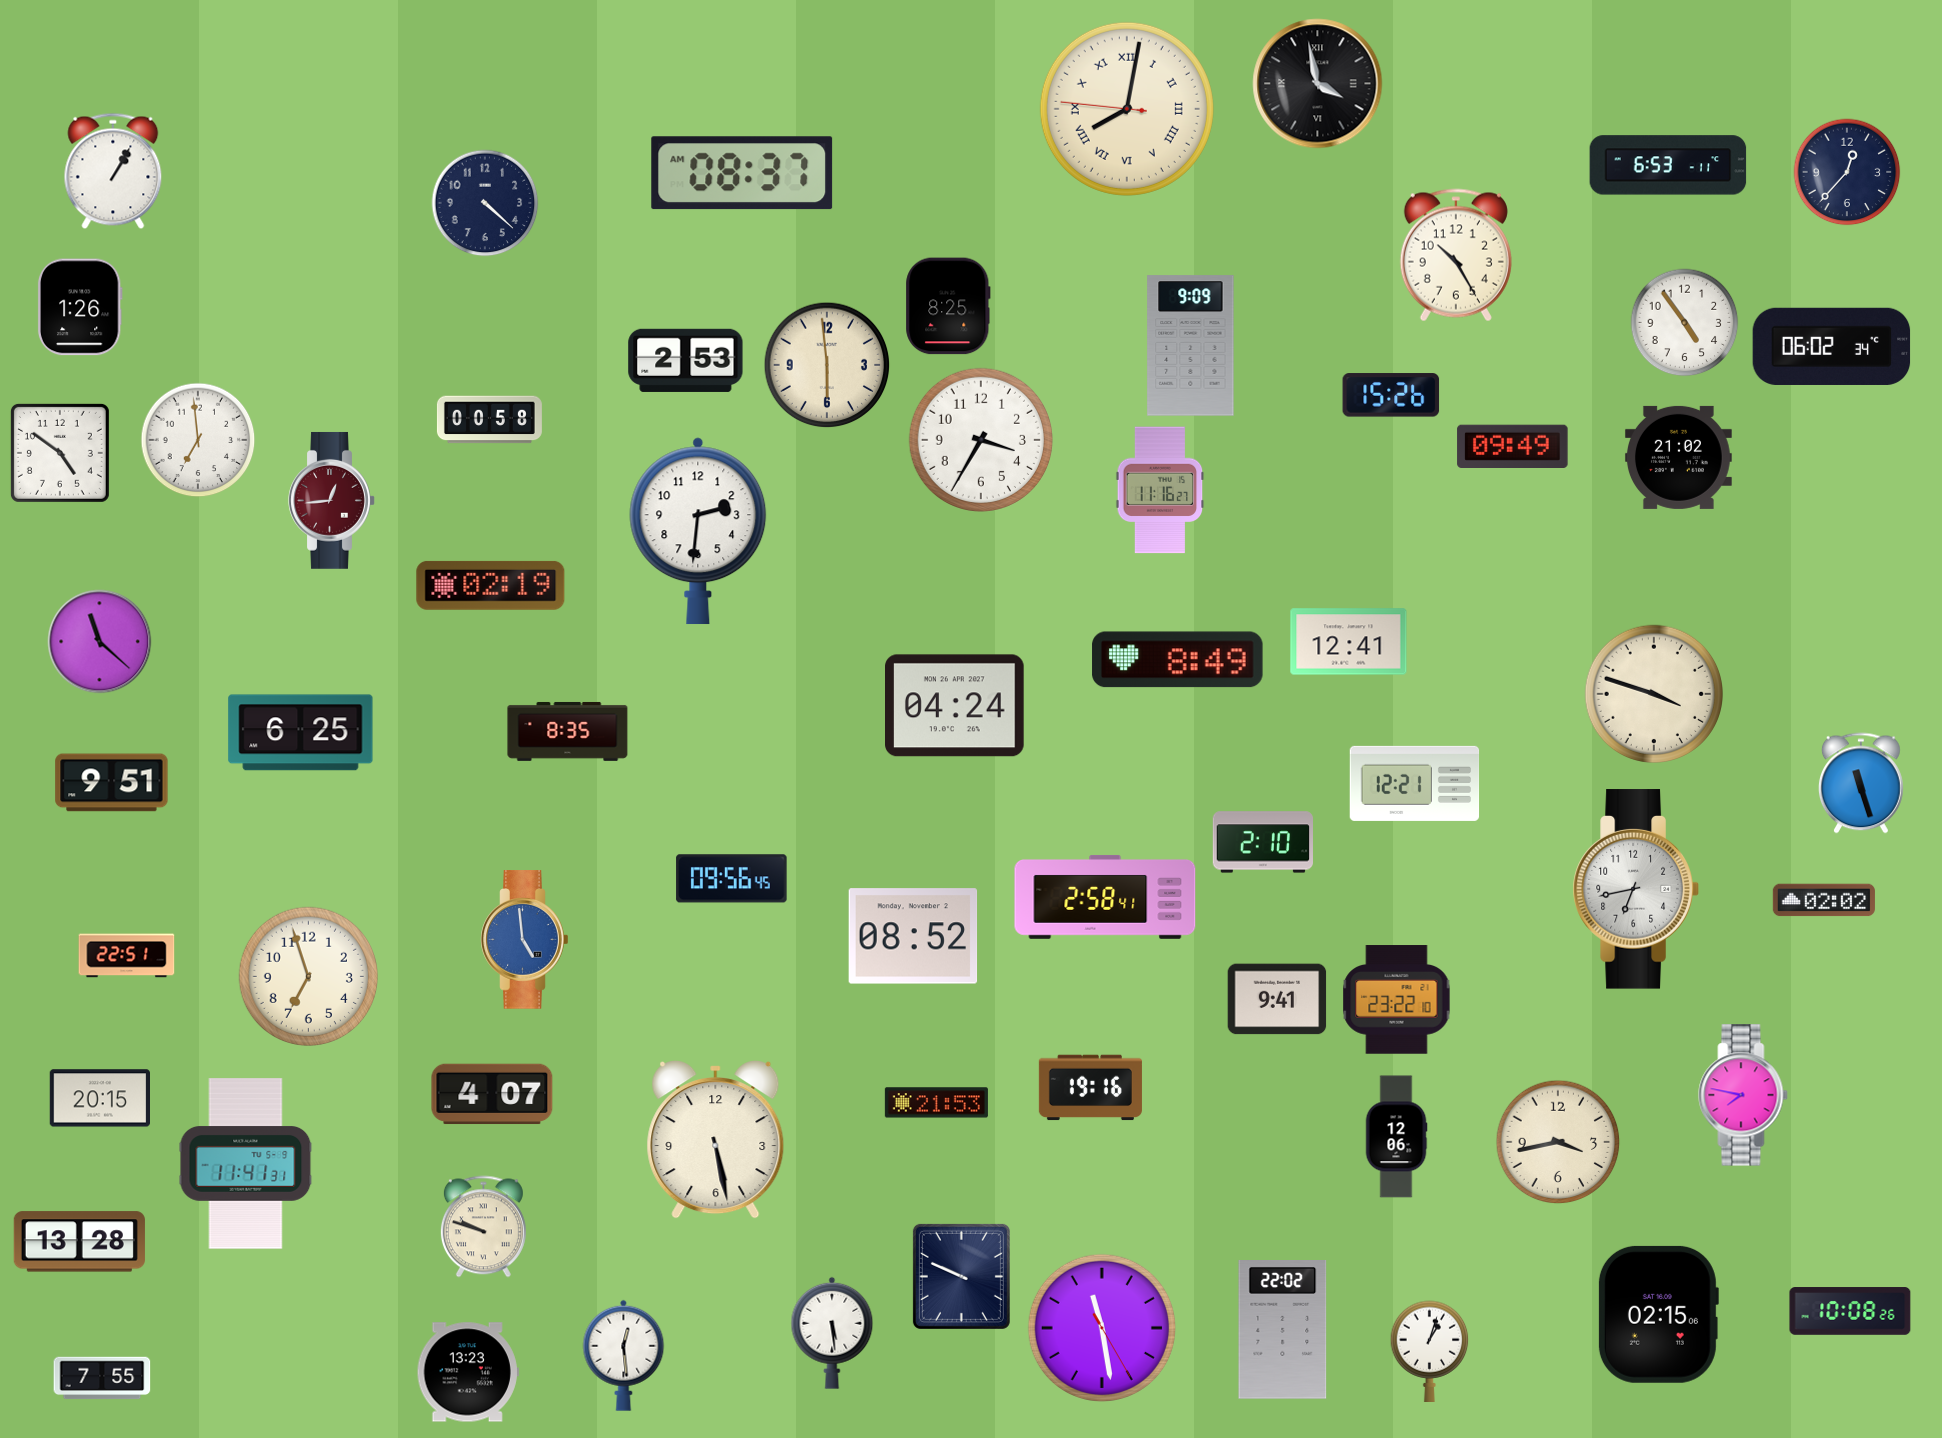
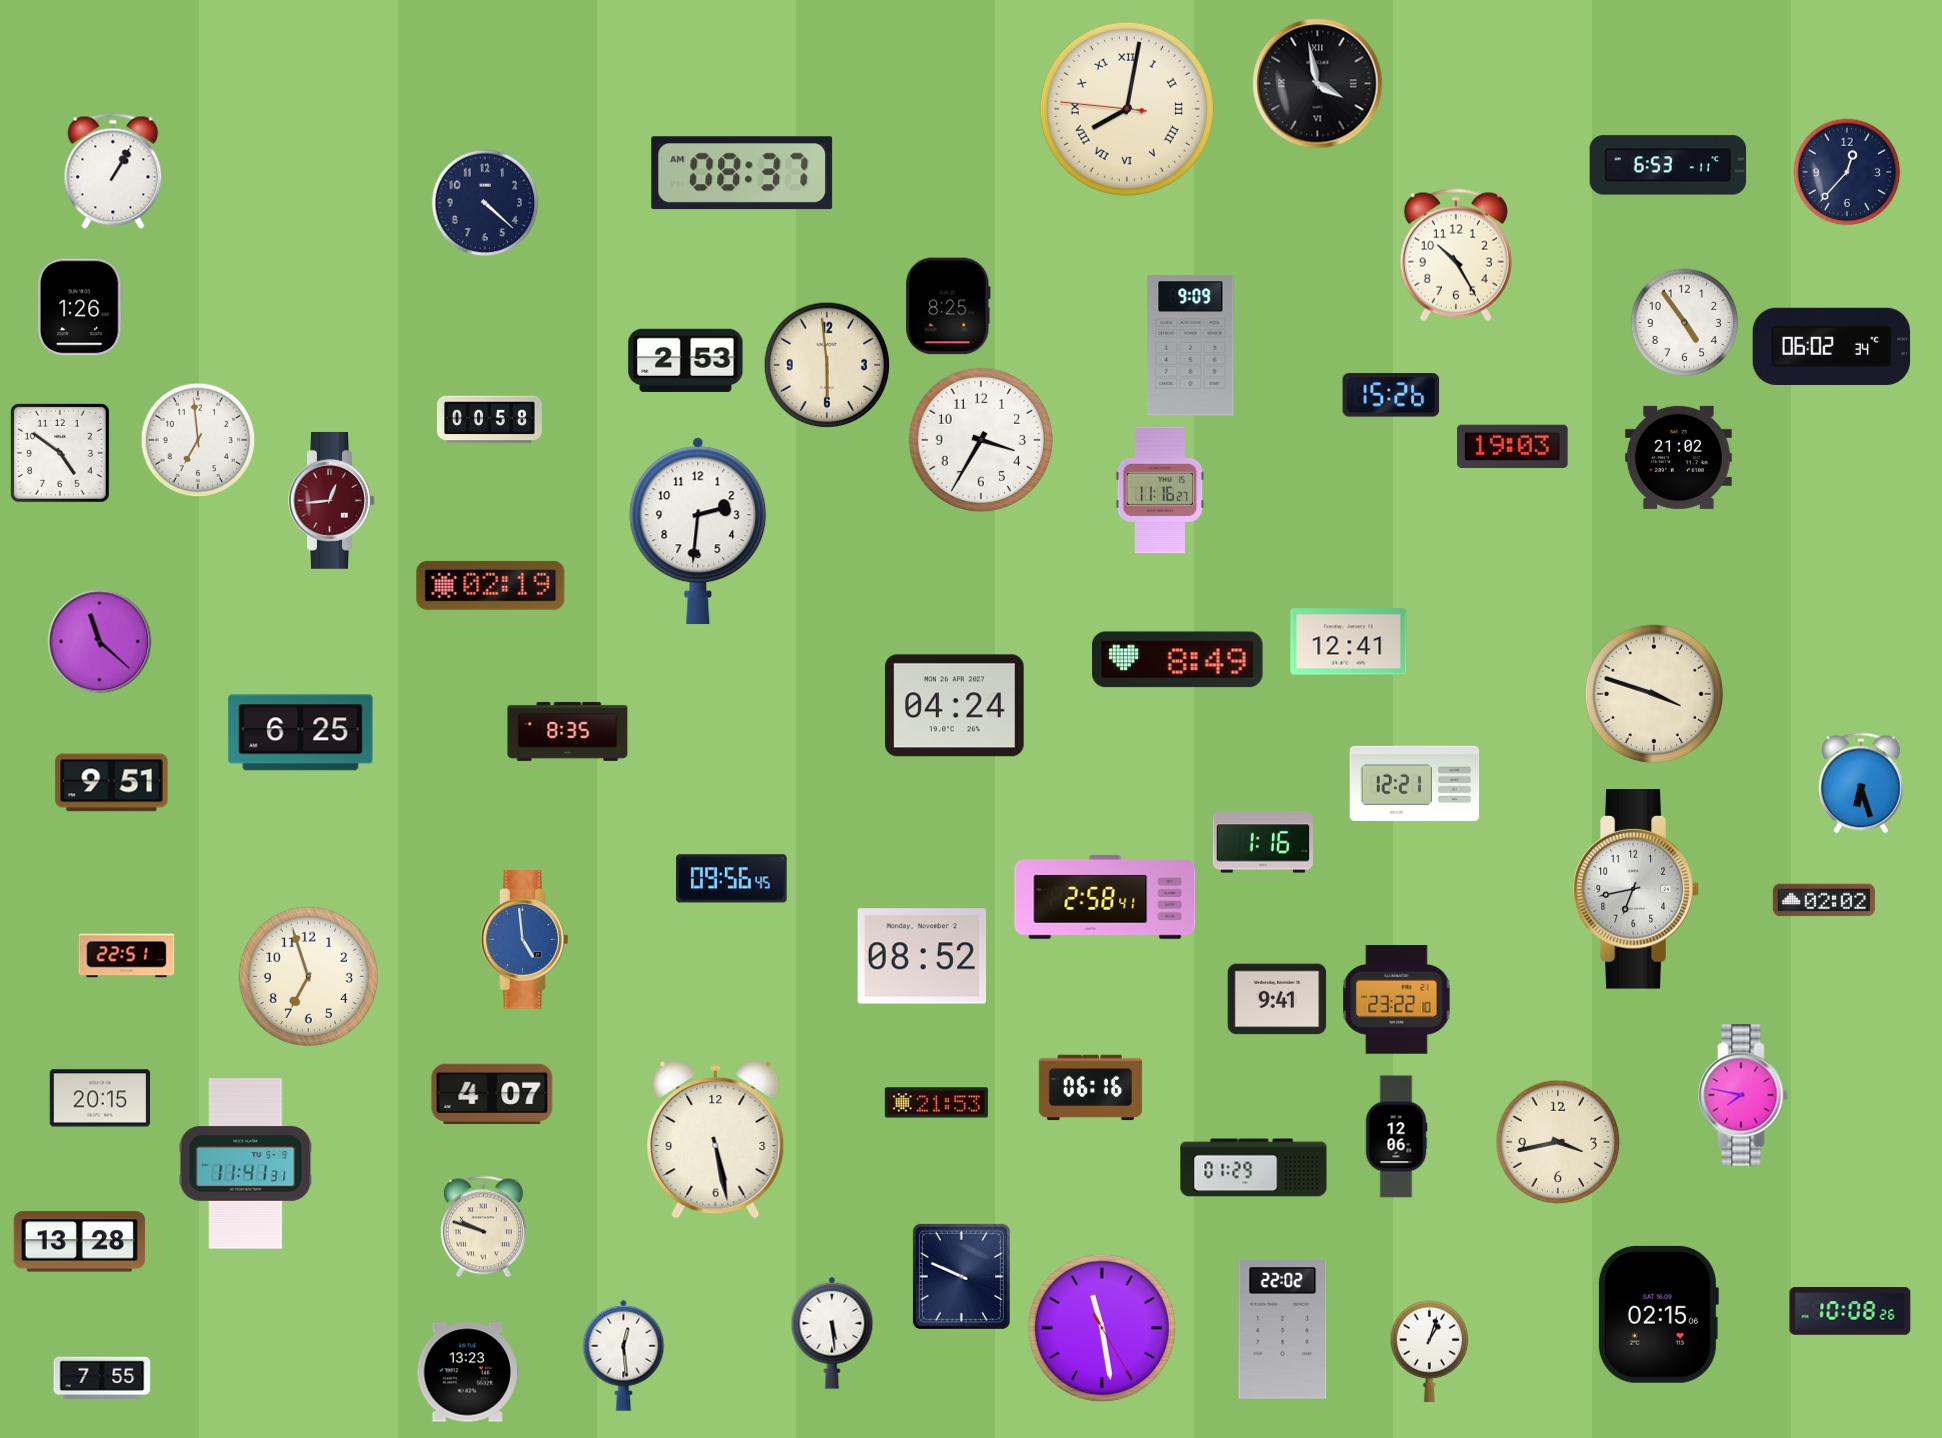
clock at (1513, 446): 09:49 -> 19:03
clock at (1861, 783): 11:27 -> 6:27
clock at (1262, 842): 2:10 -> 1:16
clock at (913, 936) position: (913, 936) -> (922, 956)
clock at (1090, 1088): 19:16 -> 06:16
clock at (1254, 1168): none -> 01:29
